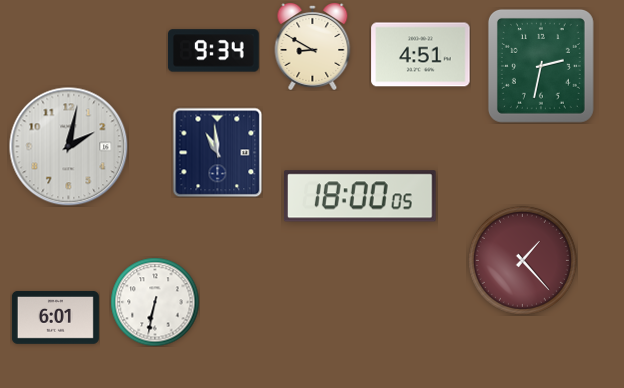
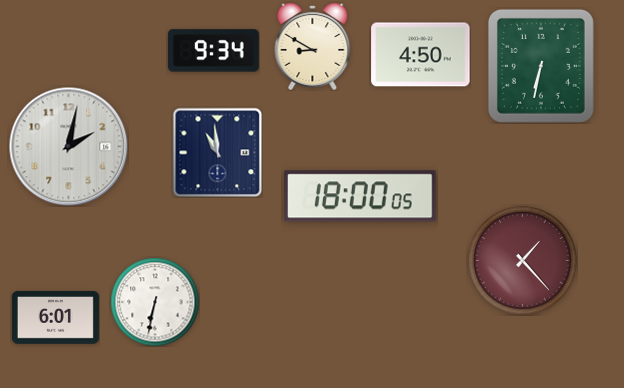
clock at (421, 55): 4:51 -> 4:50
clock at (541, 66): 2:32 -> 6:32
